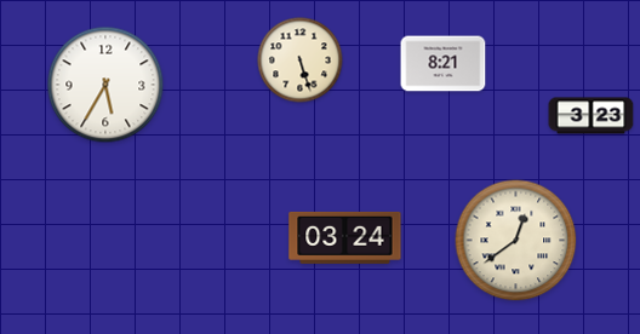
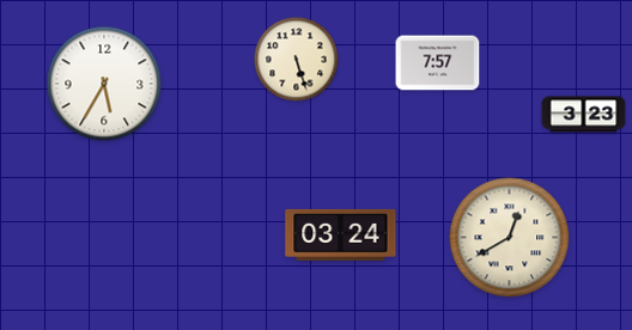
clock at (444, 64): 8:21 -> 7:57
clock at (516, 241): 12:39 -> 12:40
